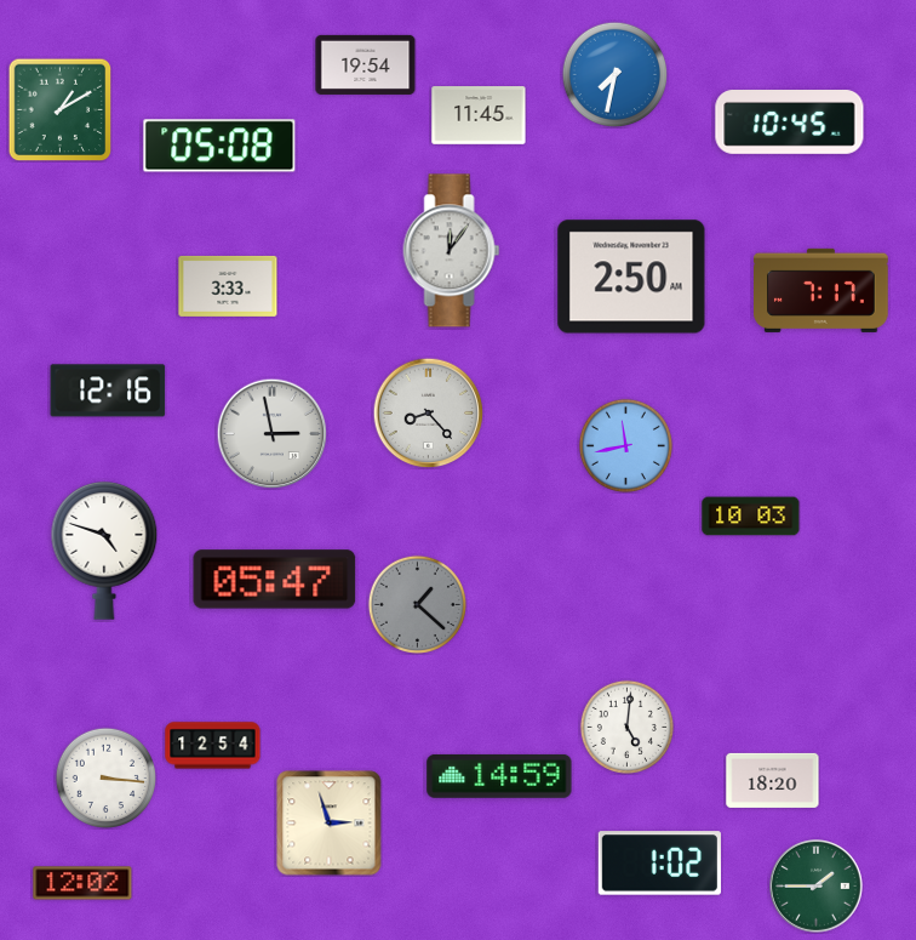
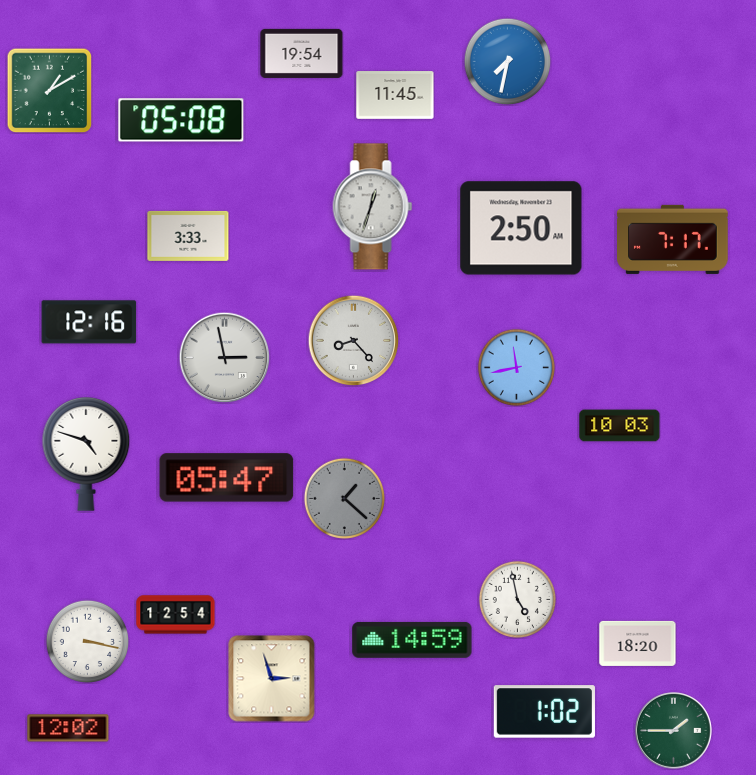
clock at (790, 123): 10:45 -> none
clock at (452, 251): 12:06 -> 12:33
clock at (821, 290) position: (821, 290) -> (673, 239)
clock at (626, 727): 5:01 -> 4:58
clock at (105, 777): 3:16 -> 3:17
